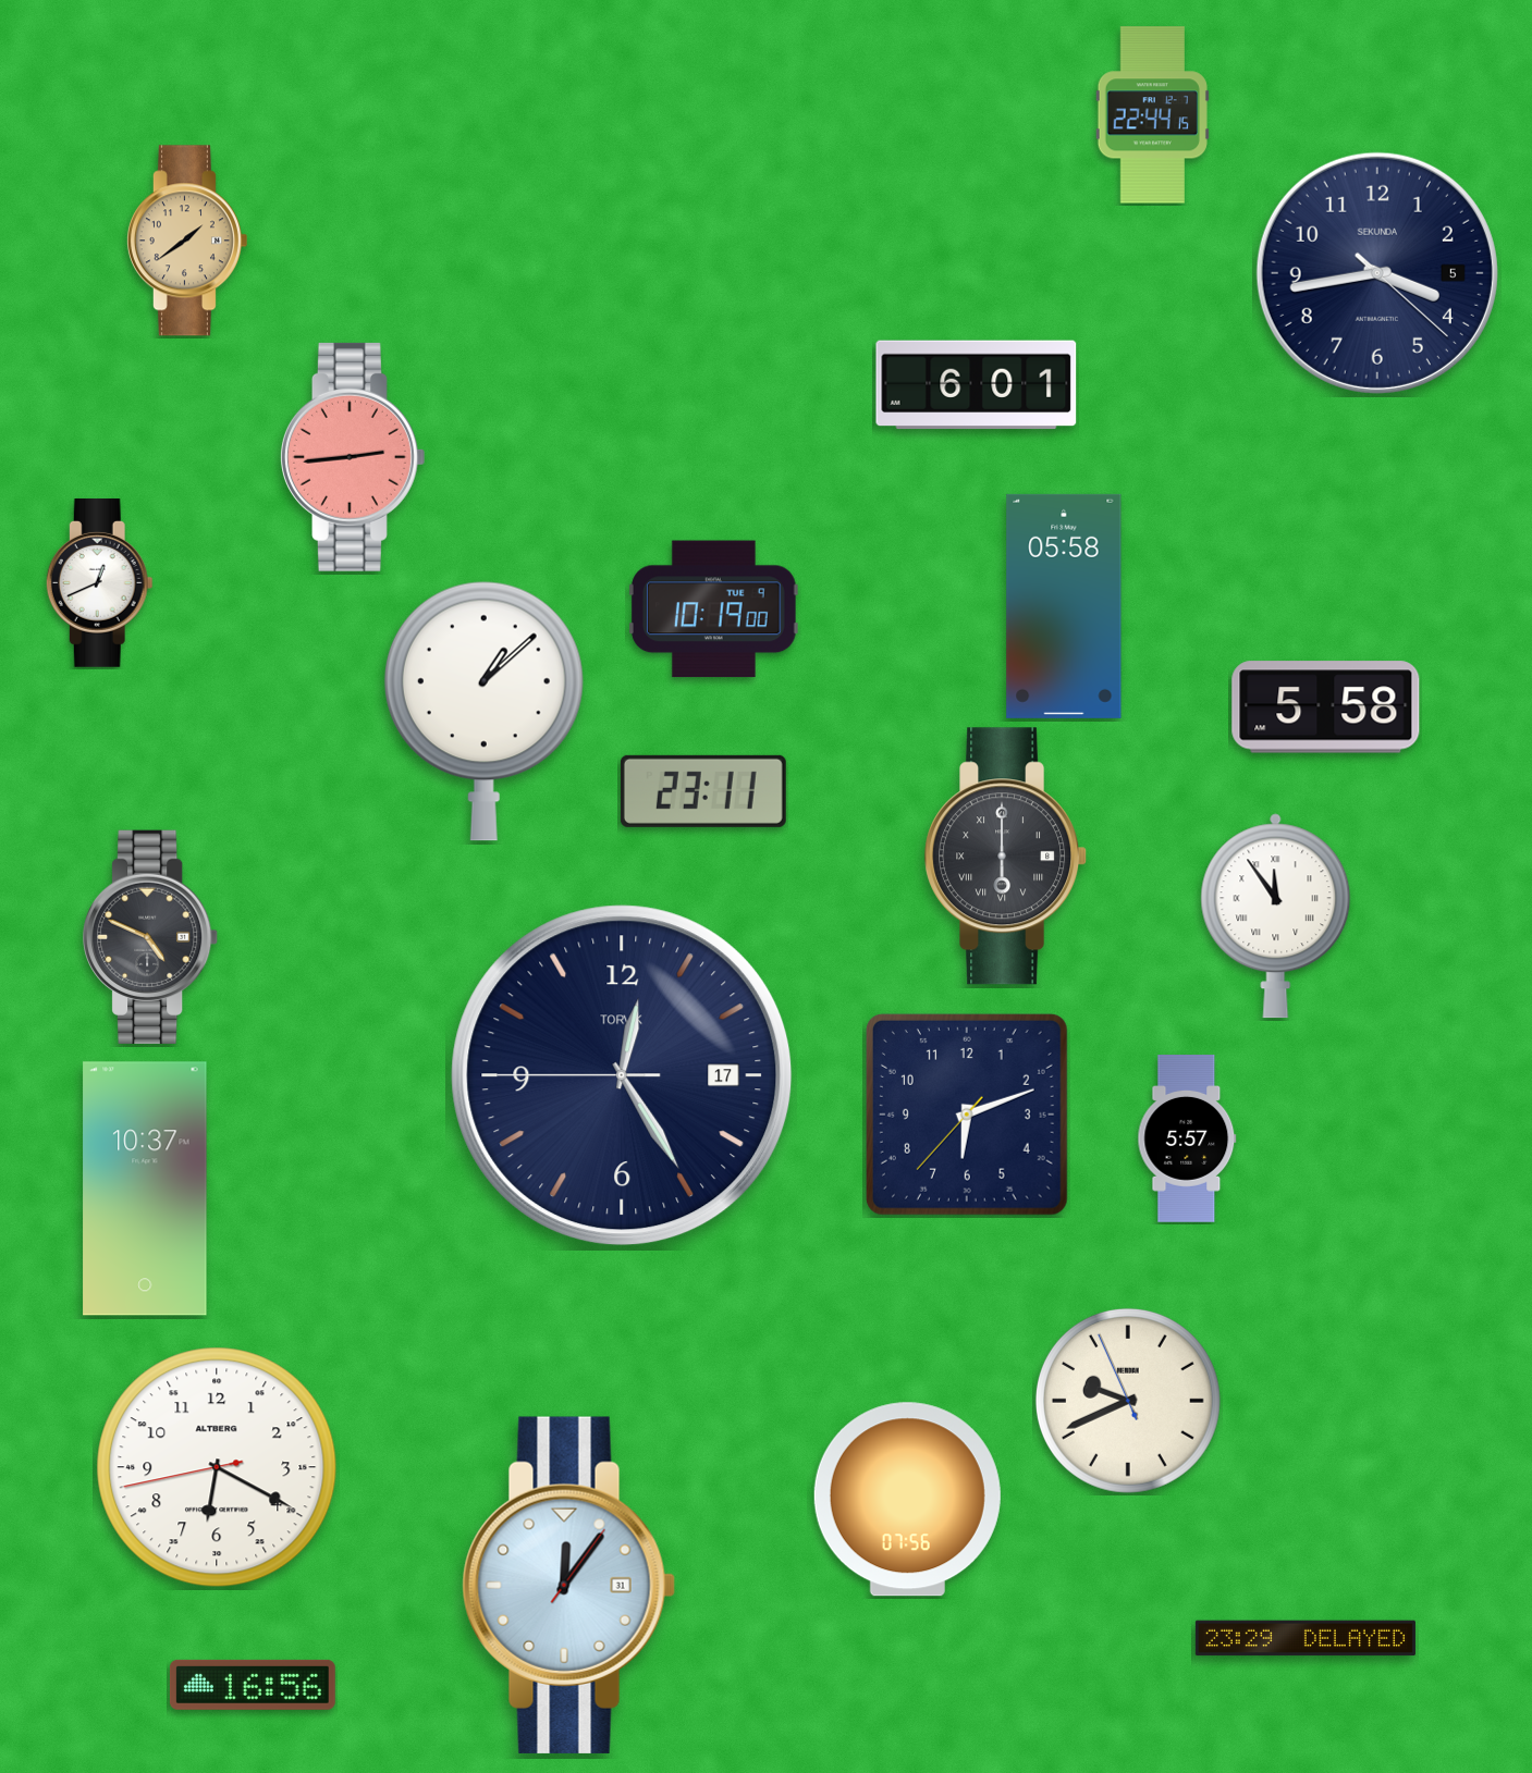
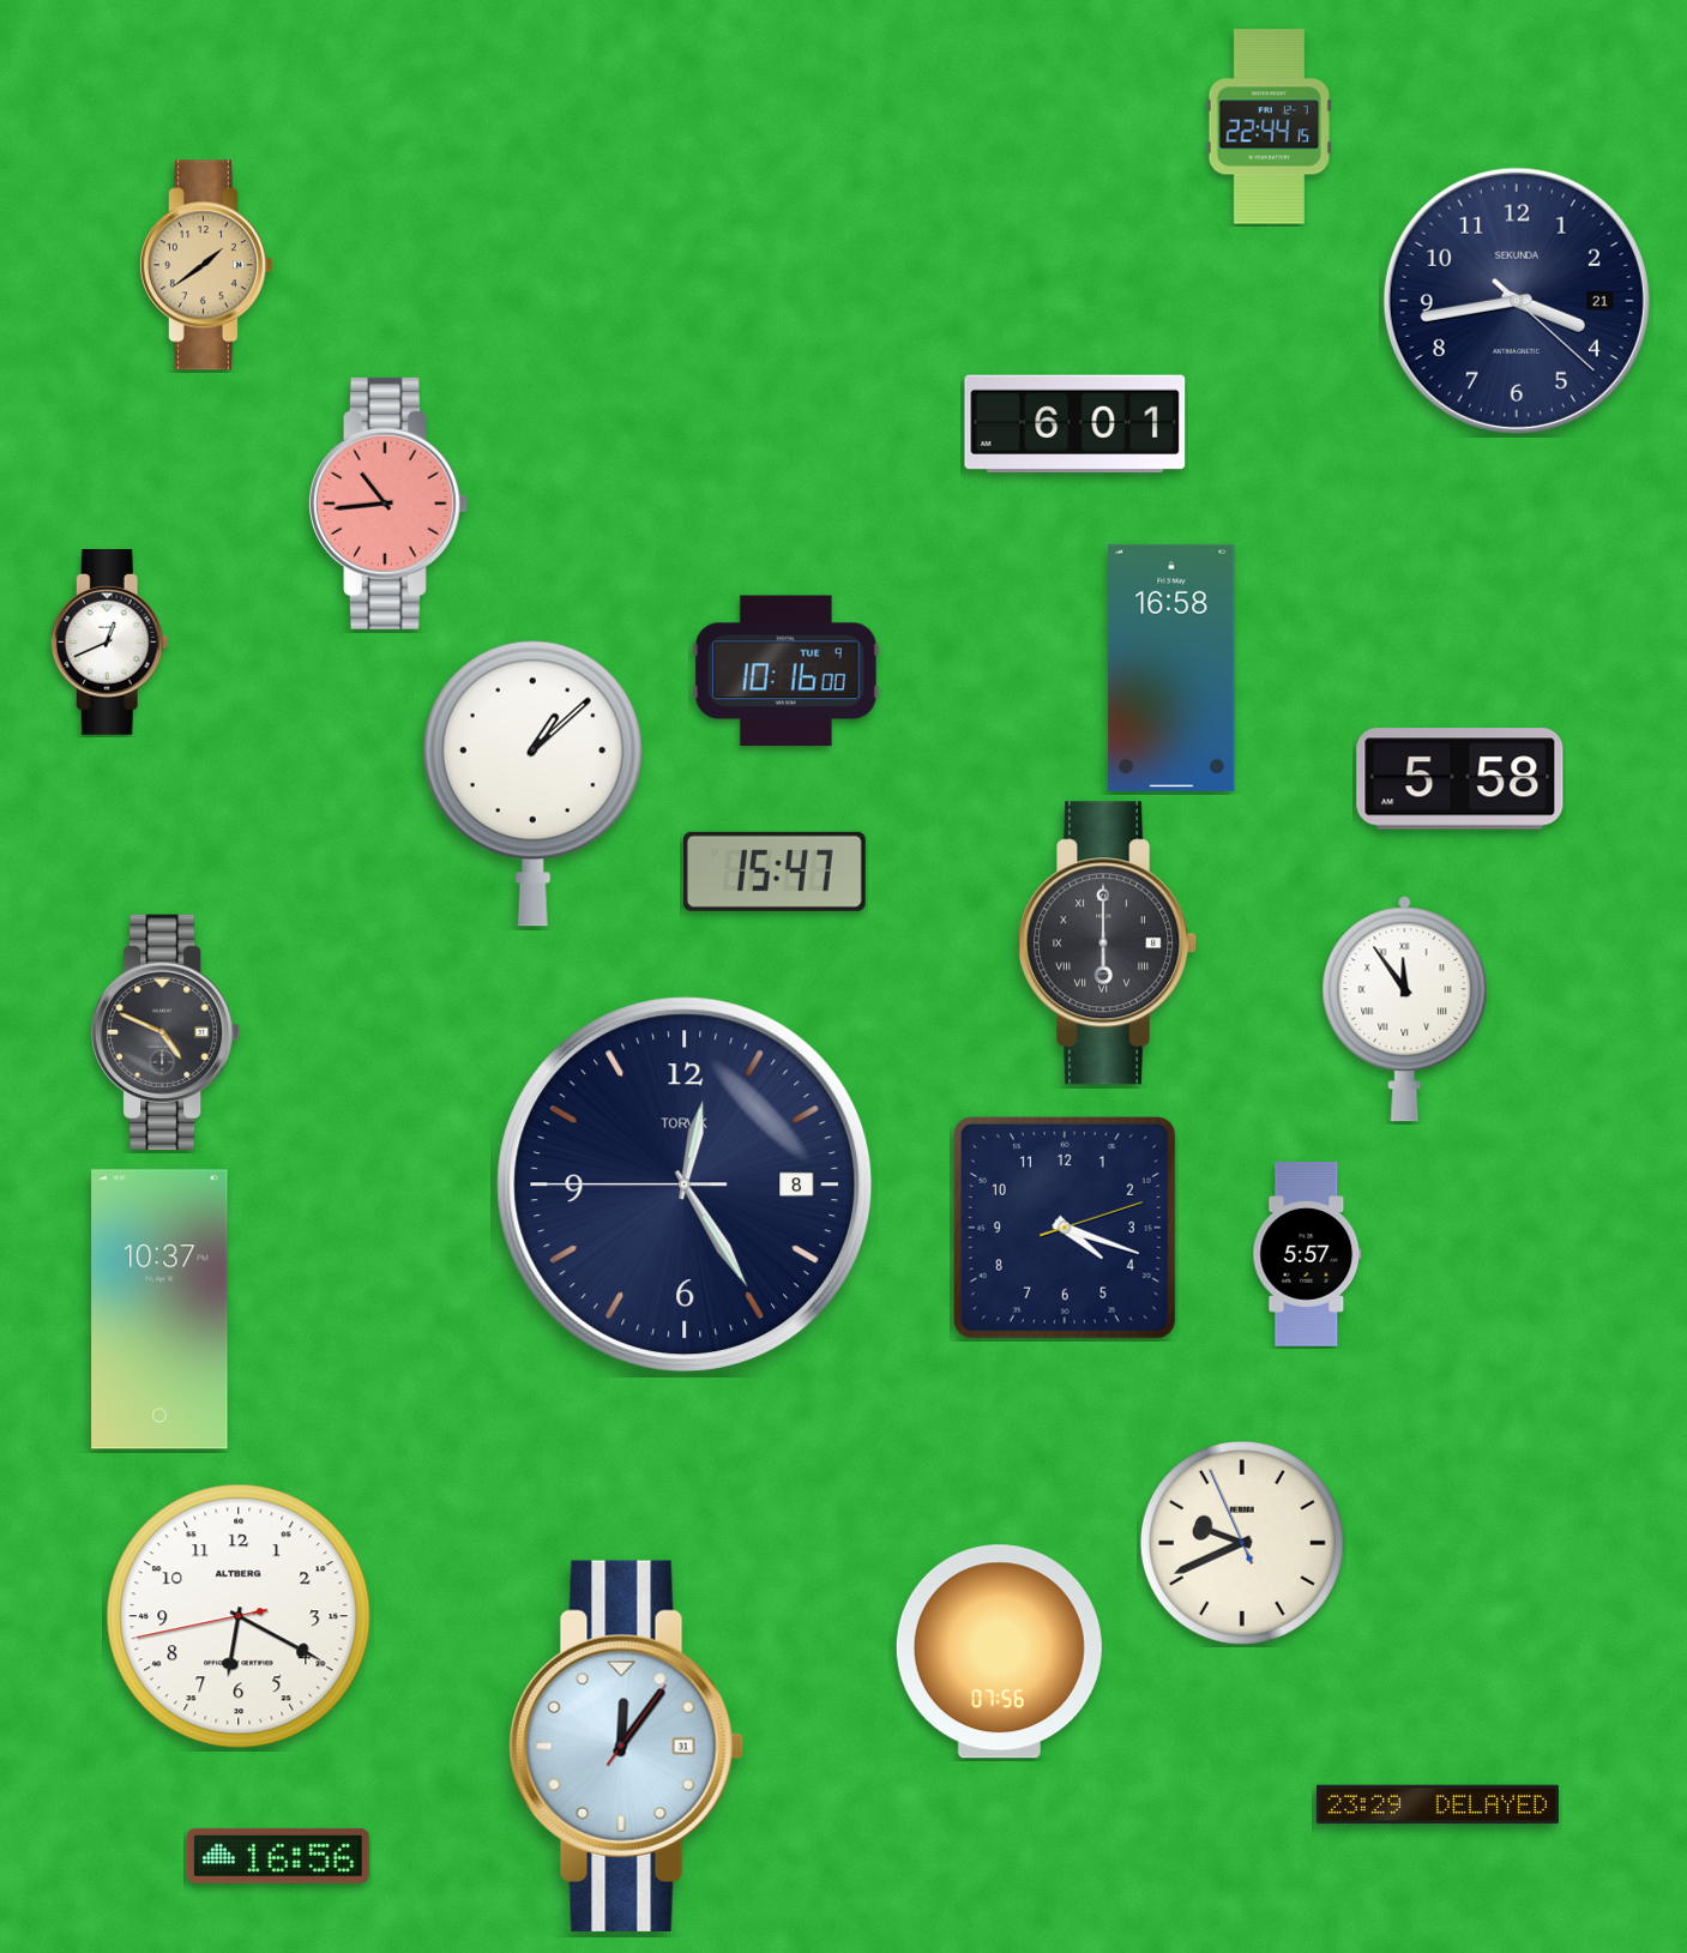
clock at (1377, 273) date: 5 -> 21
clock at (352, 457): 2:44 -> 10:44
clock at (1064, 606): 05:58 -> 16:58
clock at (713, 610): 10:19 -> 10:16
clock at (703, 791): 23:11 -> 15:47
clock at (622, 1075) date: 17 -> 8
clock at (967, 1115): 6:11 -> 4:18
